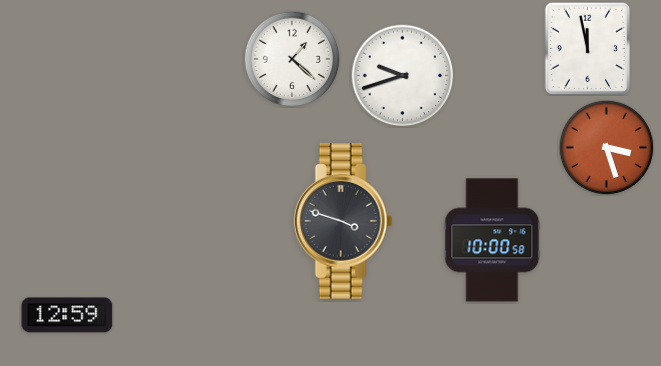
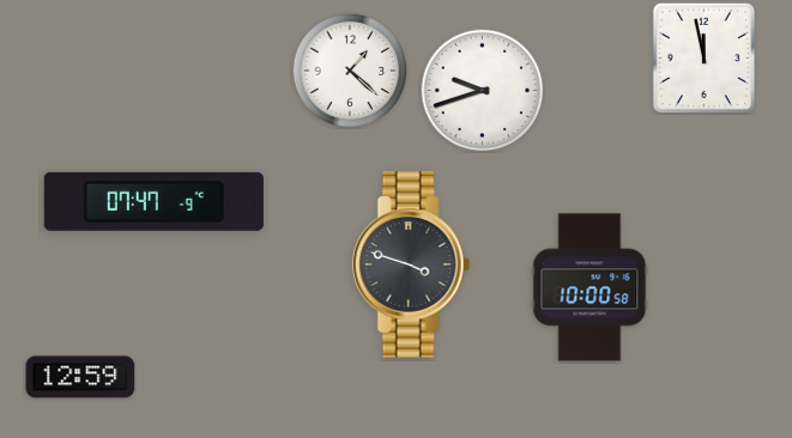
clock at (606, 147): 3:27 -> none
clock at (153, 201): none -> 07:47
